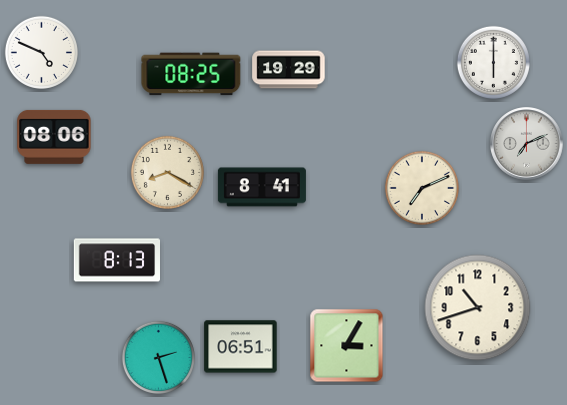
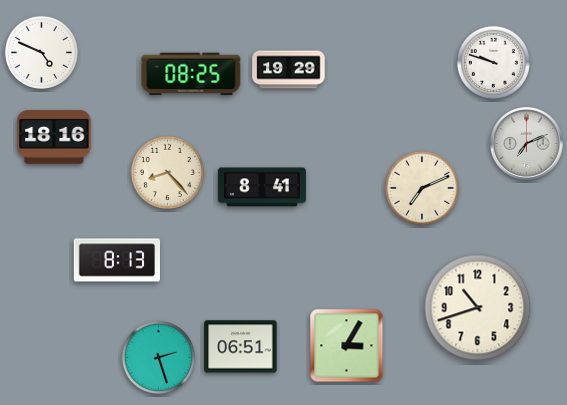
clock at (493, 62): 6:00 -> 9:48
clock at (54, 137): 08:06 -> 18:16
clock at (167, 172): 8:20 -> 8:23
